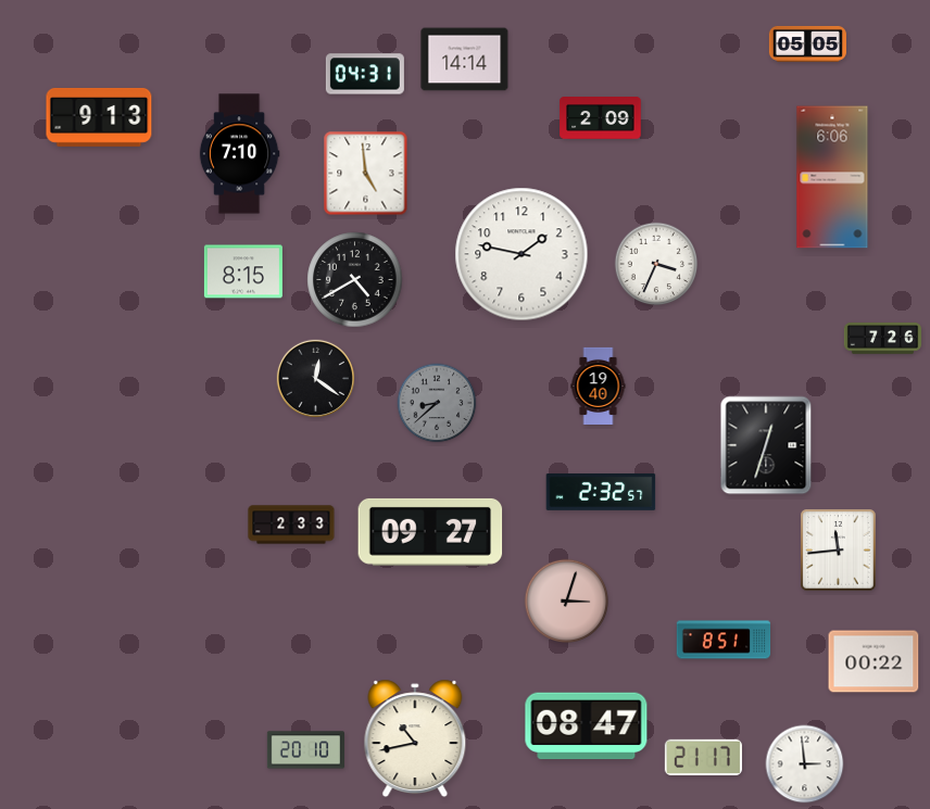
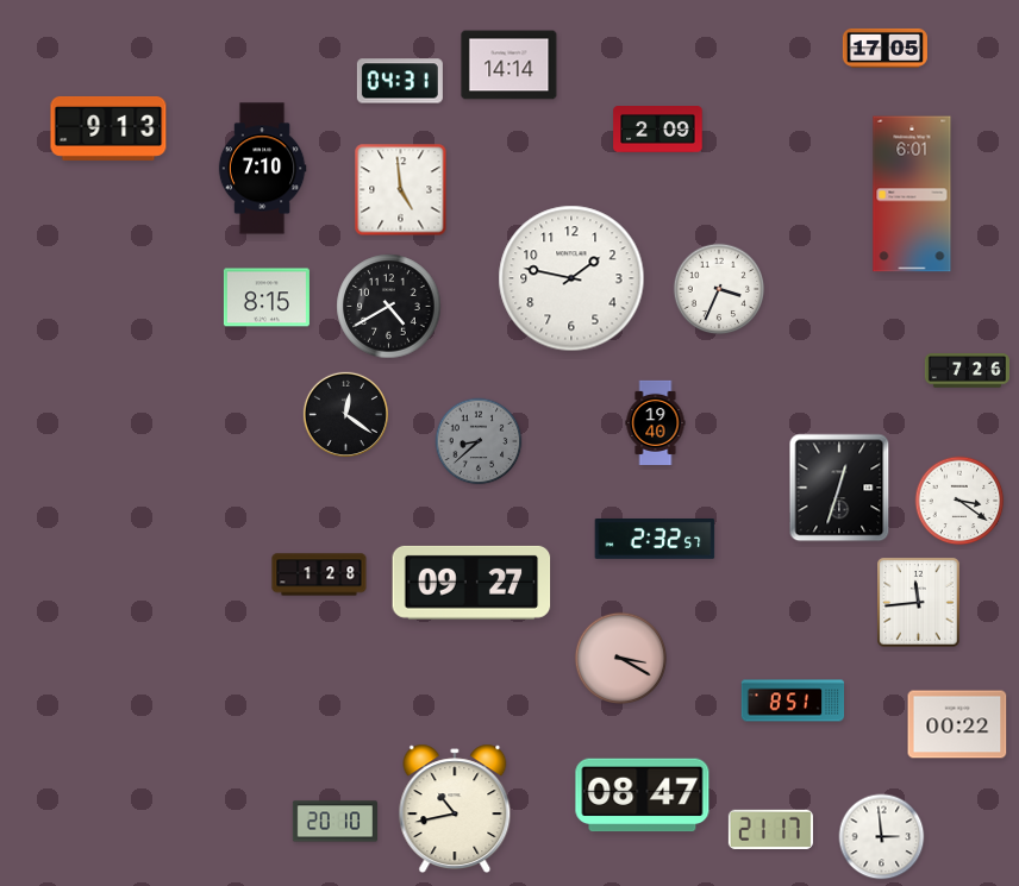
clock at (807, 43): 05:05 -> 17:05
clock at (832, 177): 6:06 -> 6:01
clock at (959, 501): none -> 3:21
clock at (601, 493) position: (601, 493) -> (655, 540)
clock at (291, 524): 2:33 -> 1:28
clock at (567, 602): 3:03 -> 3:20
